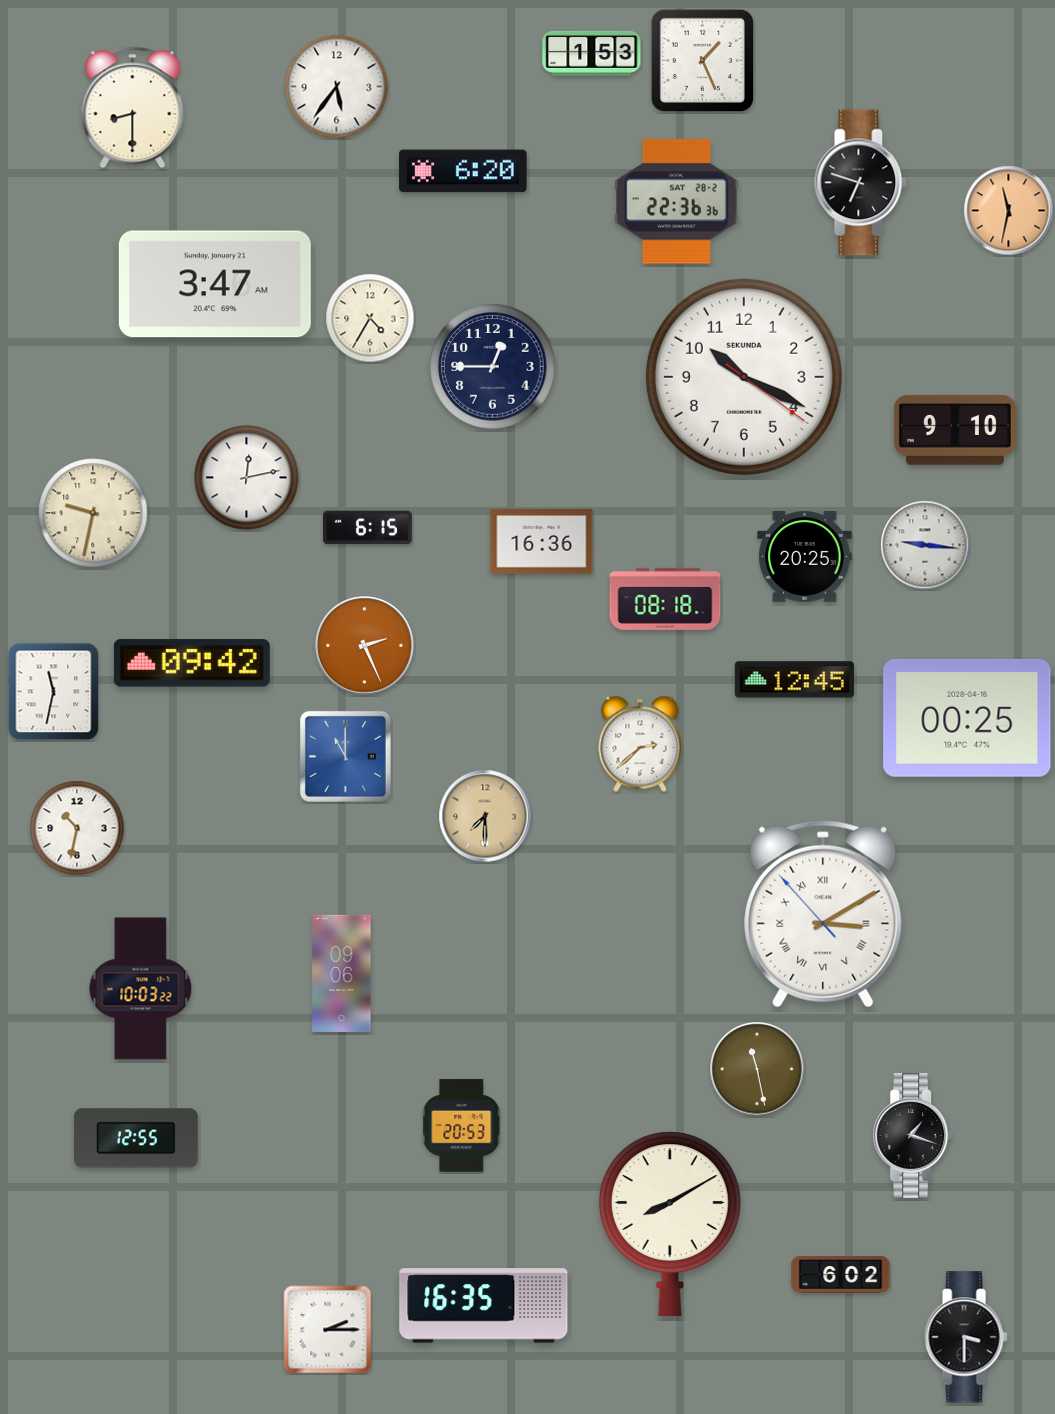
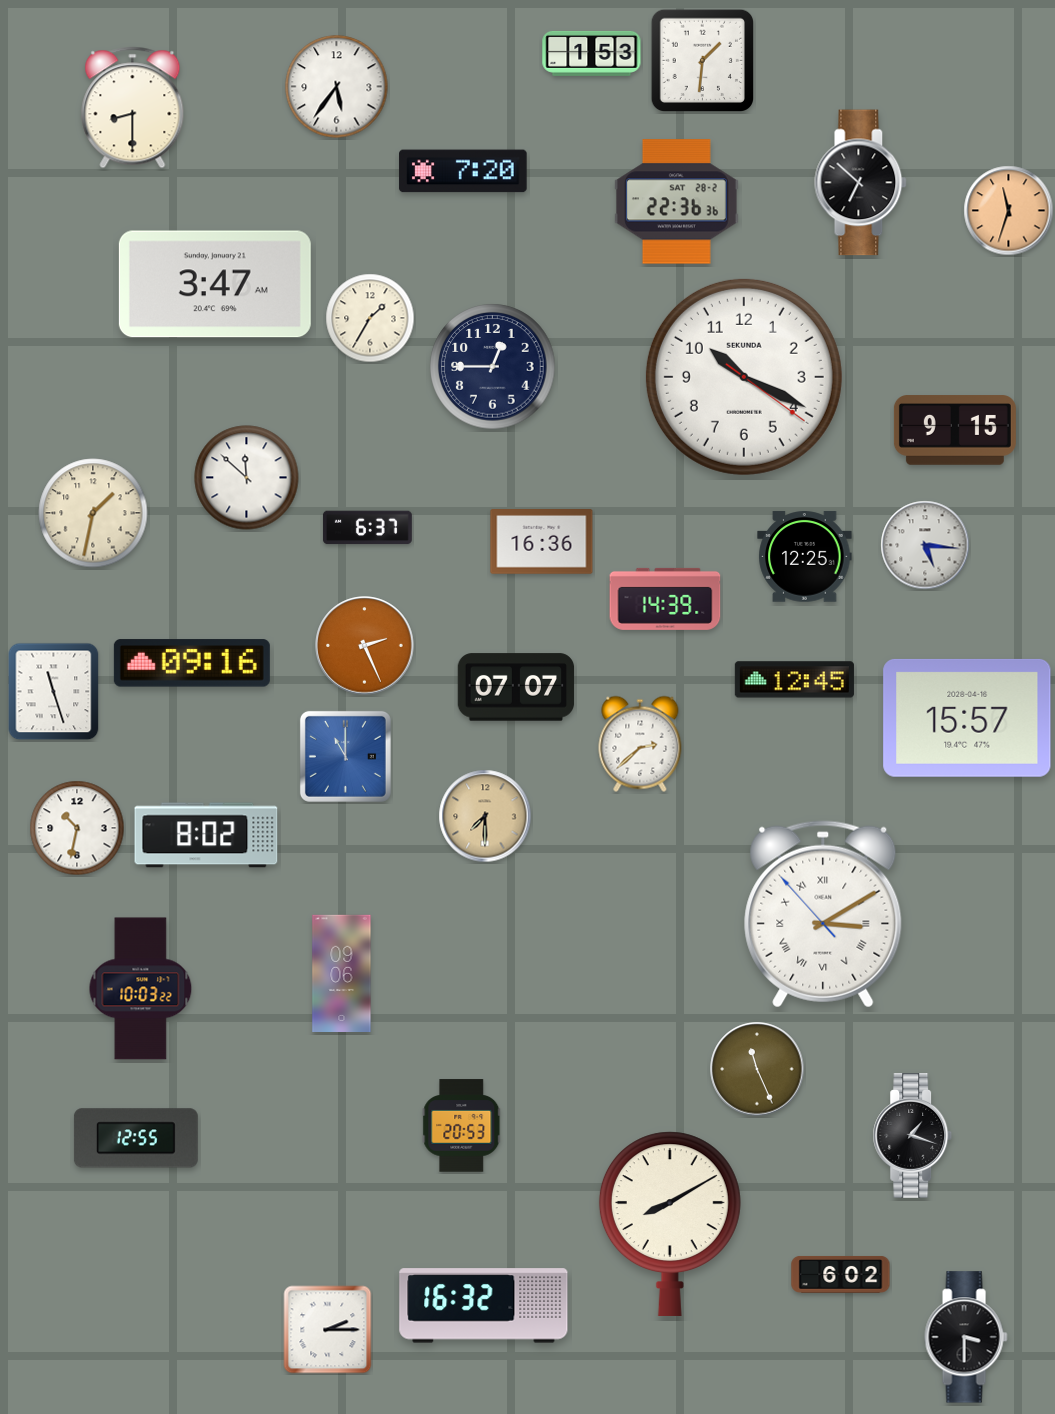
clock at (702, 60): 1:26 -> 1:31
clock at (463, 171): 6:20 -> 7:20
clock at (861, 183): 6:48 -> 6:52
clock at (1009, 211): 11:32 -> 11:33
clock at (370, 318): 4:35 -> 1:35
clock at (955, 430): 9:10 -> 9:15
clock at (247, 478): 12:13 -> 11:52
clock at (93, 513): 9:32 -> 1:32
clock at (367, 528): 6:15 -> 6:37
clock at (925, 545): 9:16 -> 5:16
clock at (805, 557): 20:25 -> 12:25
clock at (665, 599): 08:18 -> 14:39
clock at (192, 663): 09:42 -> 09:16
clock at (516, 687): none -> 07:07
clock at (54, 692): 11:32 -> 11:27
clock at (967, 718): 00:25 -> 15:57
clock at (206, 835): none -> 8:02
clock at (757, 1069): 11:28 -> 11:26
clock at (484, 1306): 16:35 -> 16:32
